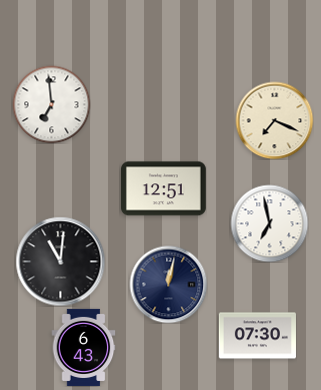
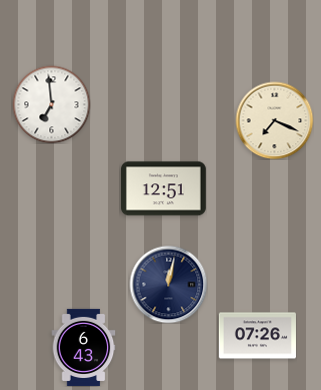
clock at (269, 223): 6:58 -> none
clock at (60, 261): 11:01 -> none
clock at (257, 336): 07:30 -> 07:26
